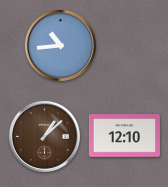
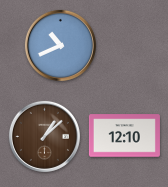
clock at (60, 45): 10:44 -> 10:41
